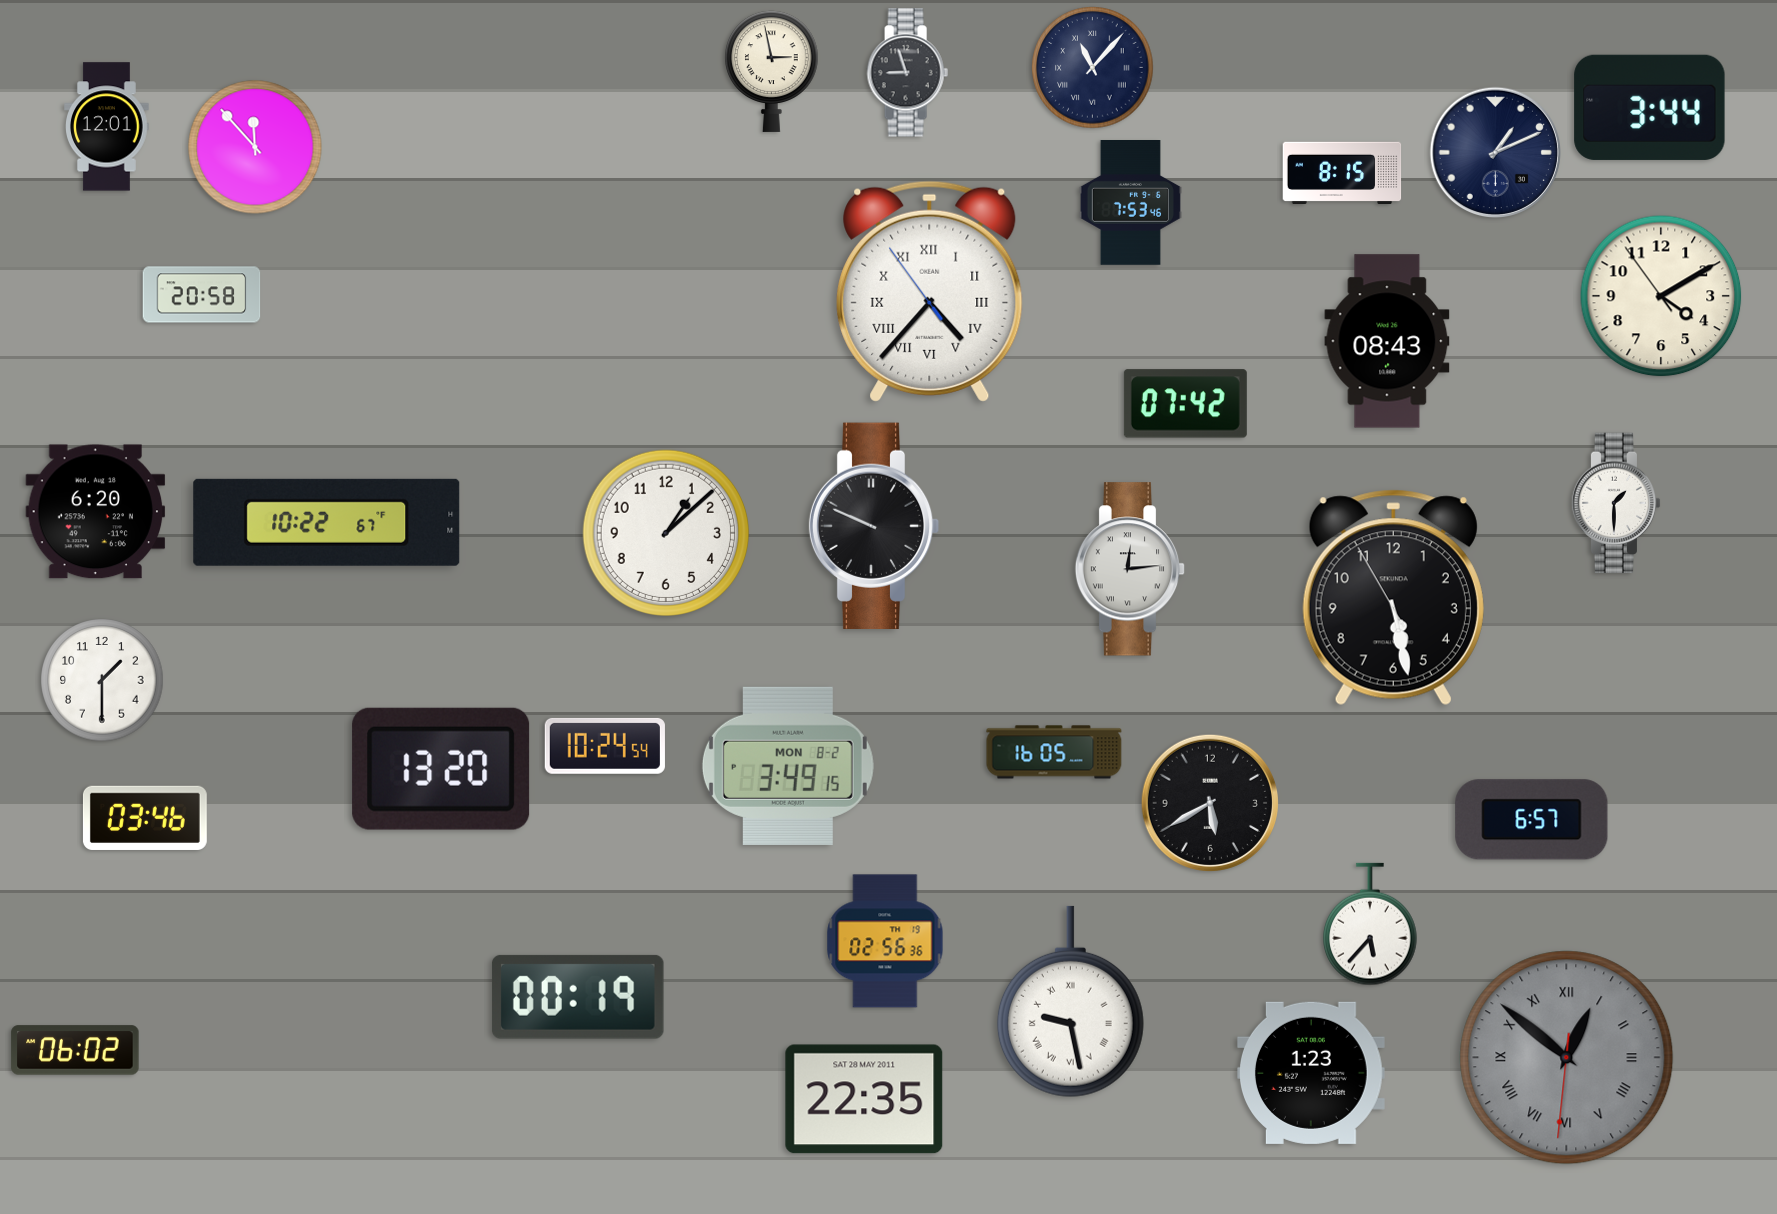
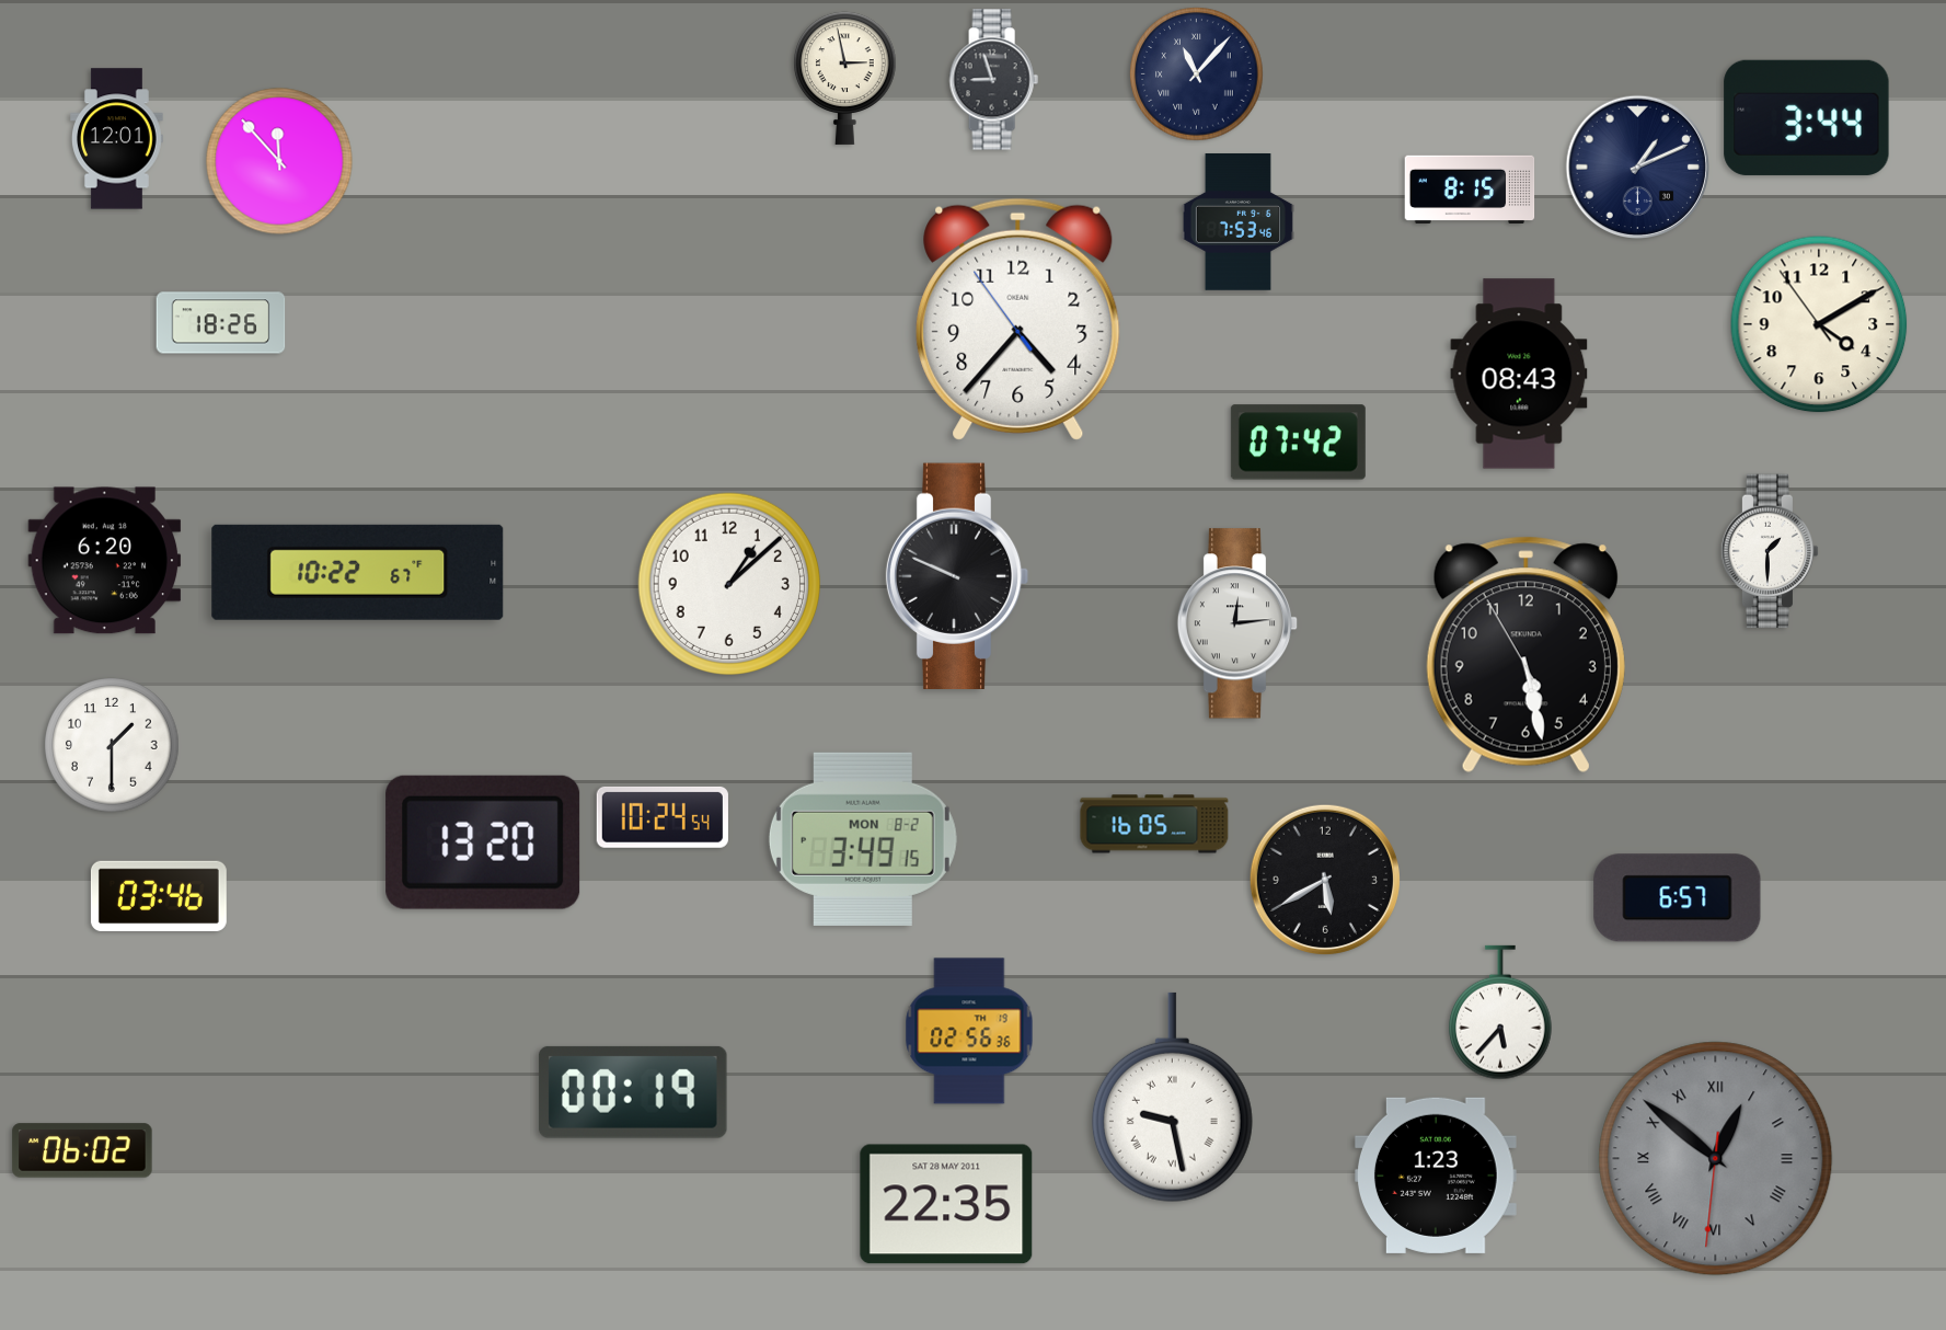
clock at (930, 291) numerals: Roman -> Arabic
clock at (202, 295): 20:58 -> 18:26
